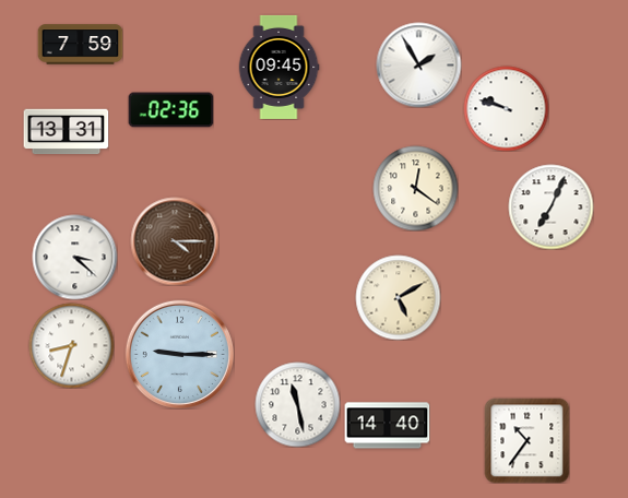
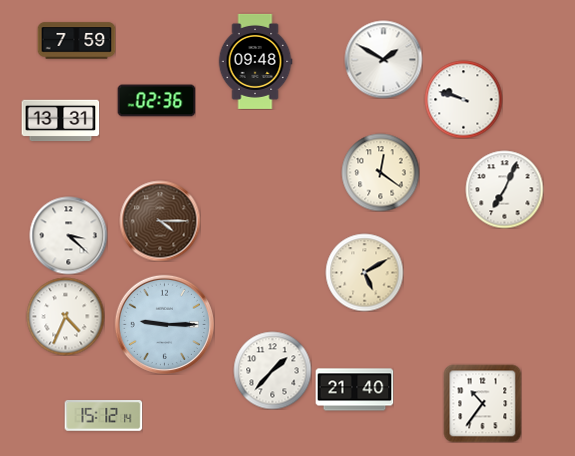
clock at (80, 45) position: (80, 45) -> (76, 41)
clock at (418, 64): 1:55 -> 1:50
clock at (279, 67): 09:45 -> 09:48
clock at (71, 345): 8:33 -> 4:34
clock at (297, 404): 11:28 -> 1:37
clock at (387, 426): 14:40 -> 21:40
clock at (103, 416): none -> 15:12
